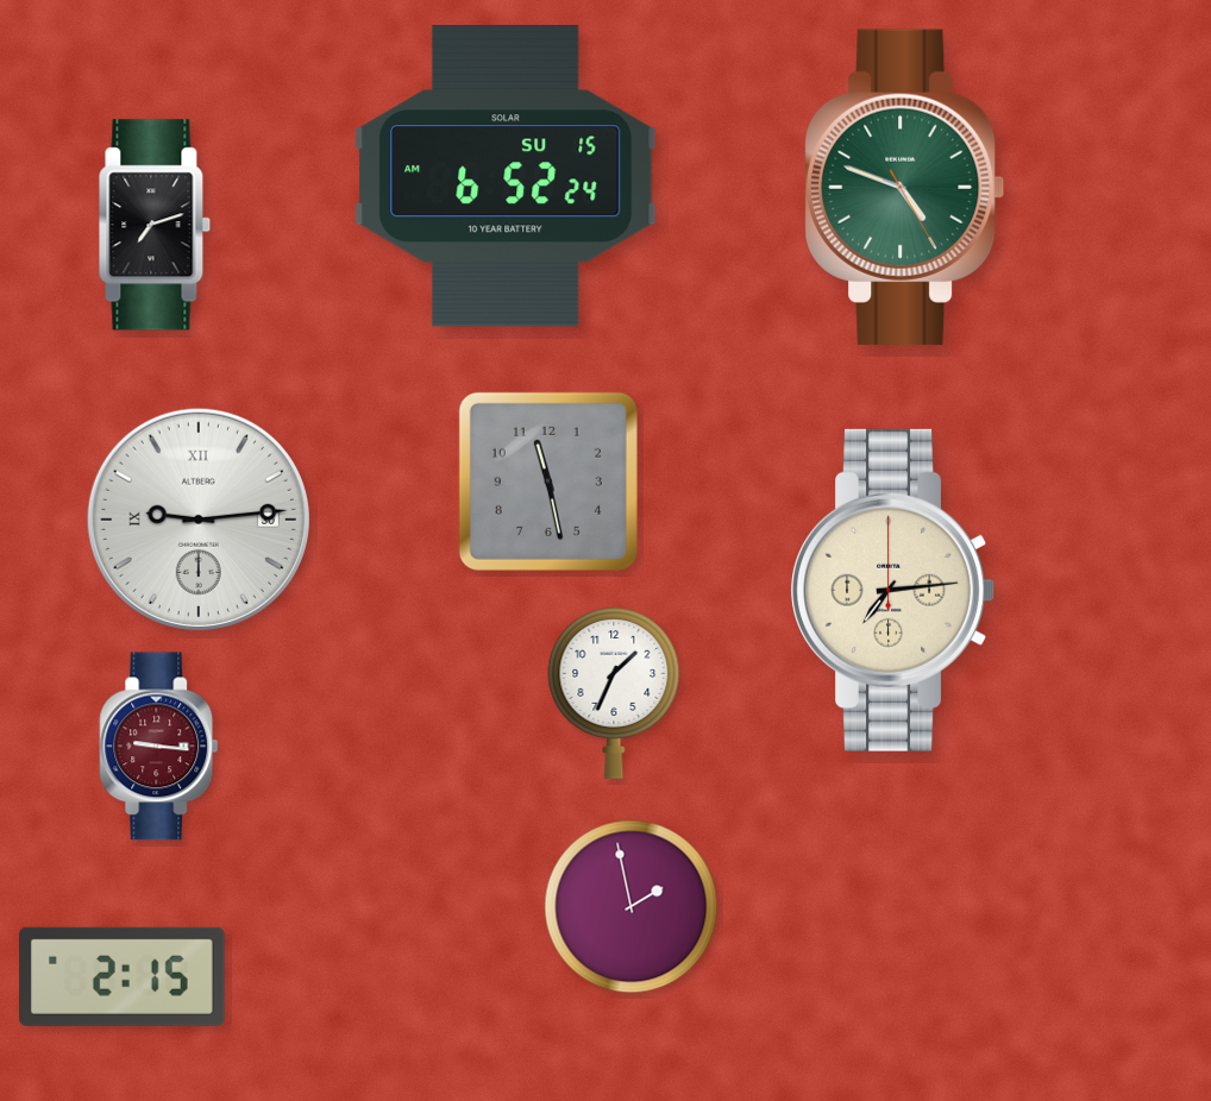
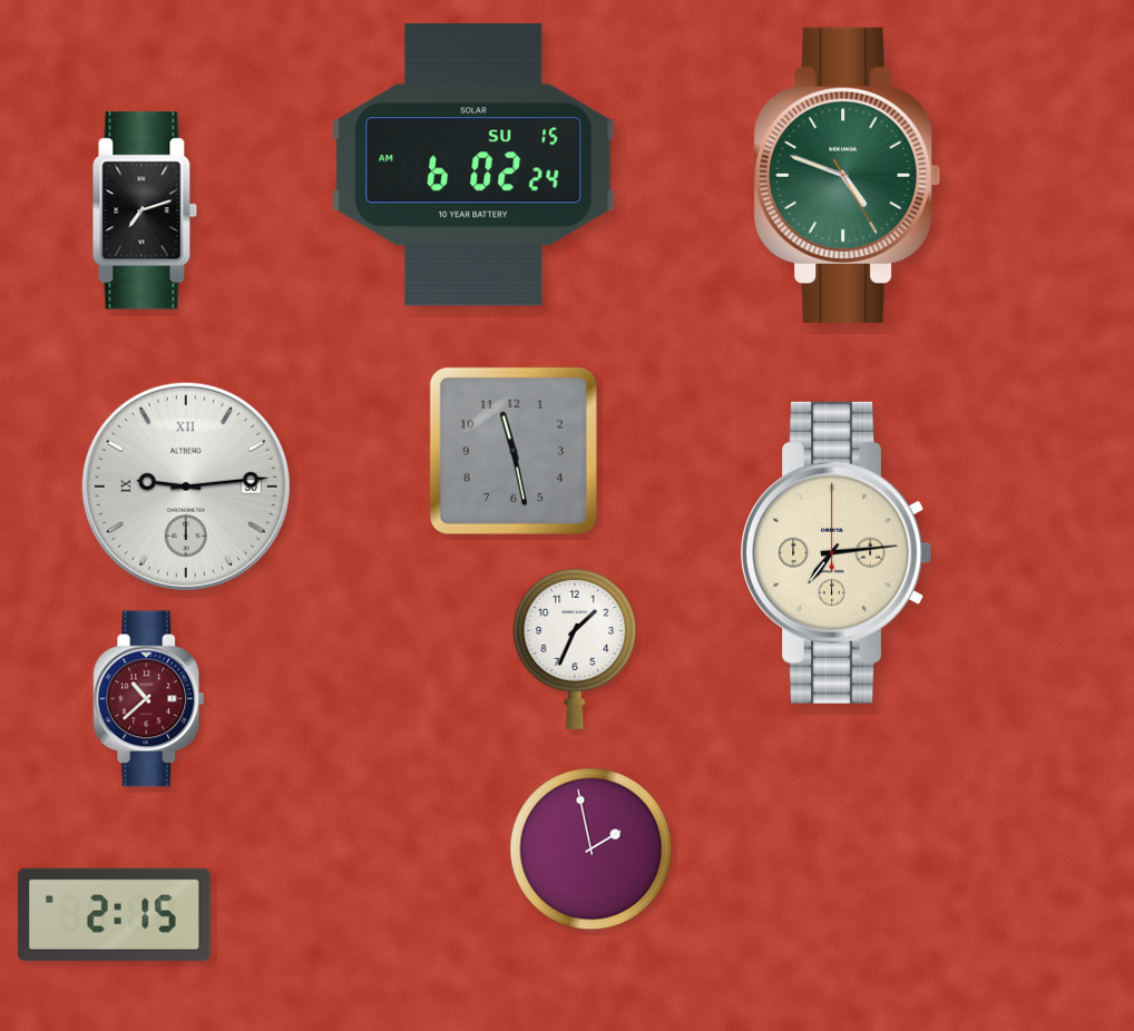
clock at (506, 176): 6:52 -> 6:02
clock at (159, 747): 9:16 -> 10:38
